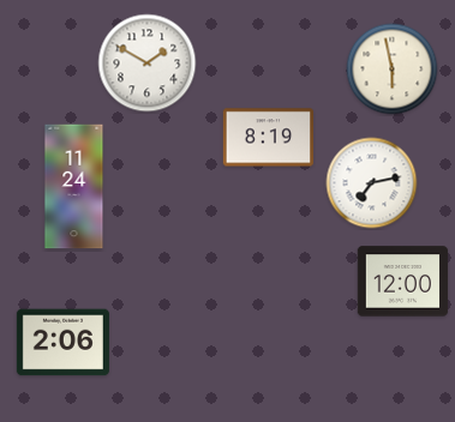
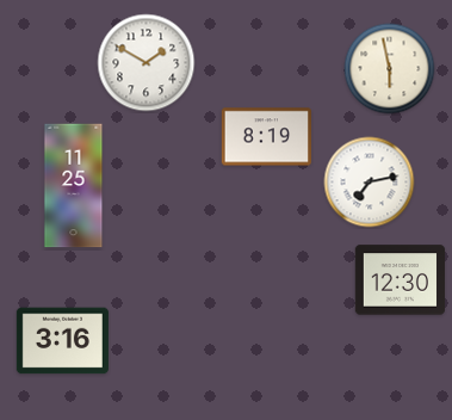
clock at (74, 187): 11:24 -> 11:25
clock at (403, 282): 12:00 -> 12:30
clock at (62, 343): 2:06 -> 3:16
